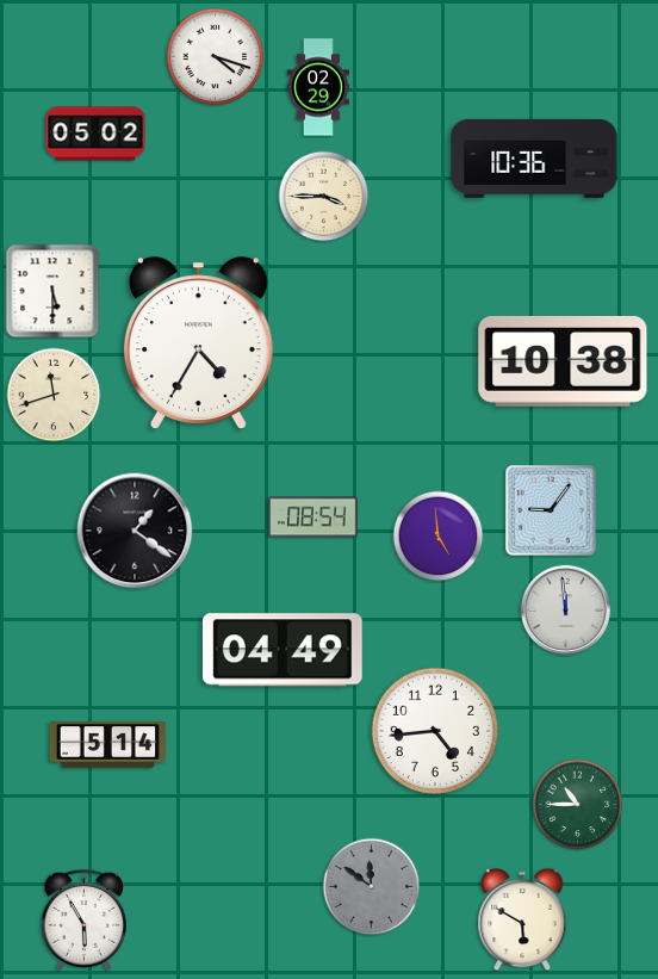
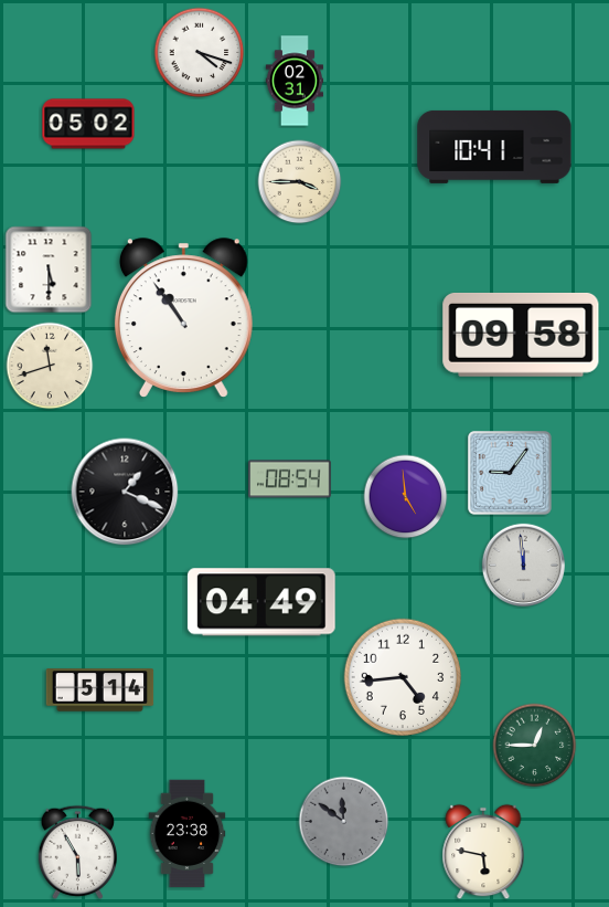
clock at (318, 87): 02:29 -> 02:31
clock at (534, 159): 10:36 -> 10:41
clock at (198, 343): 4:35 -> 10:54
clock at (563, 361): 10:38 -> 09:58
clock at (135, 531): 1:21 -> 1:19
clock at (578, 805): 10:45 -> 12:45
clock at (188, 834): none -> 23:38
clock at (522, 919): 5:50 -> 5:47
